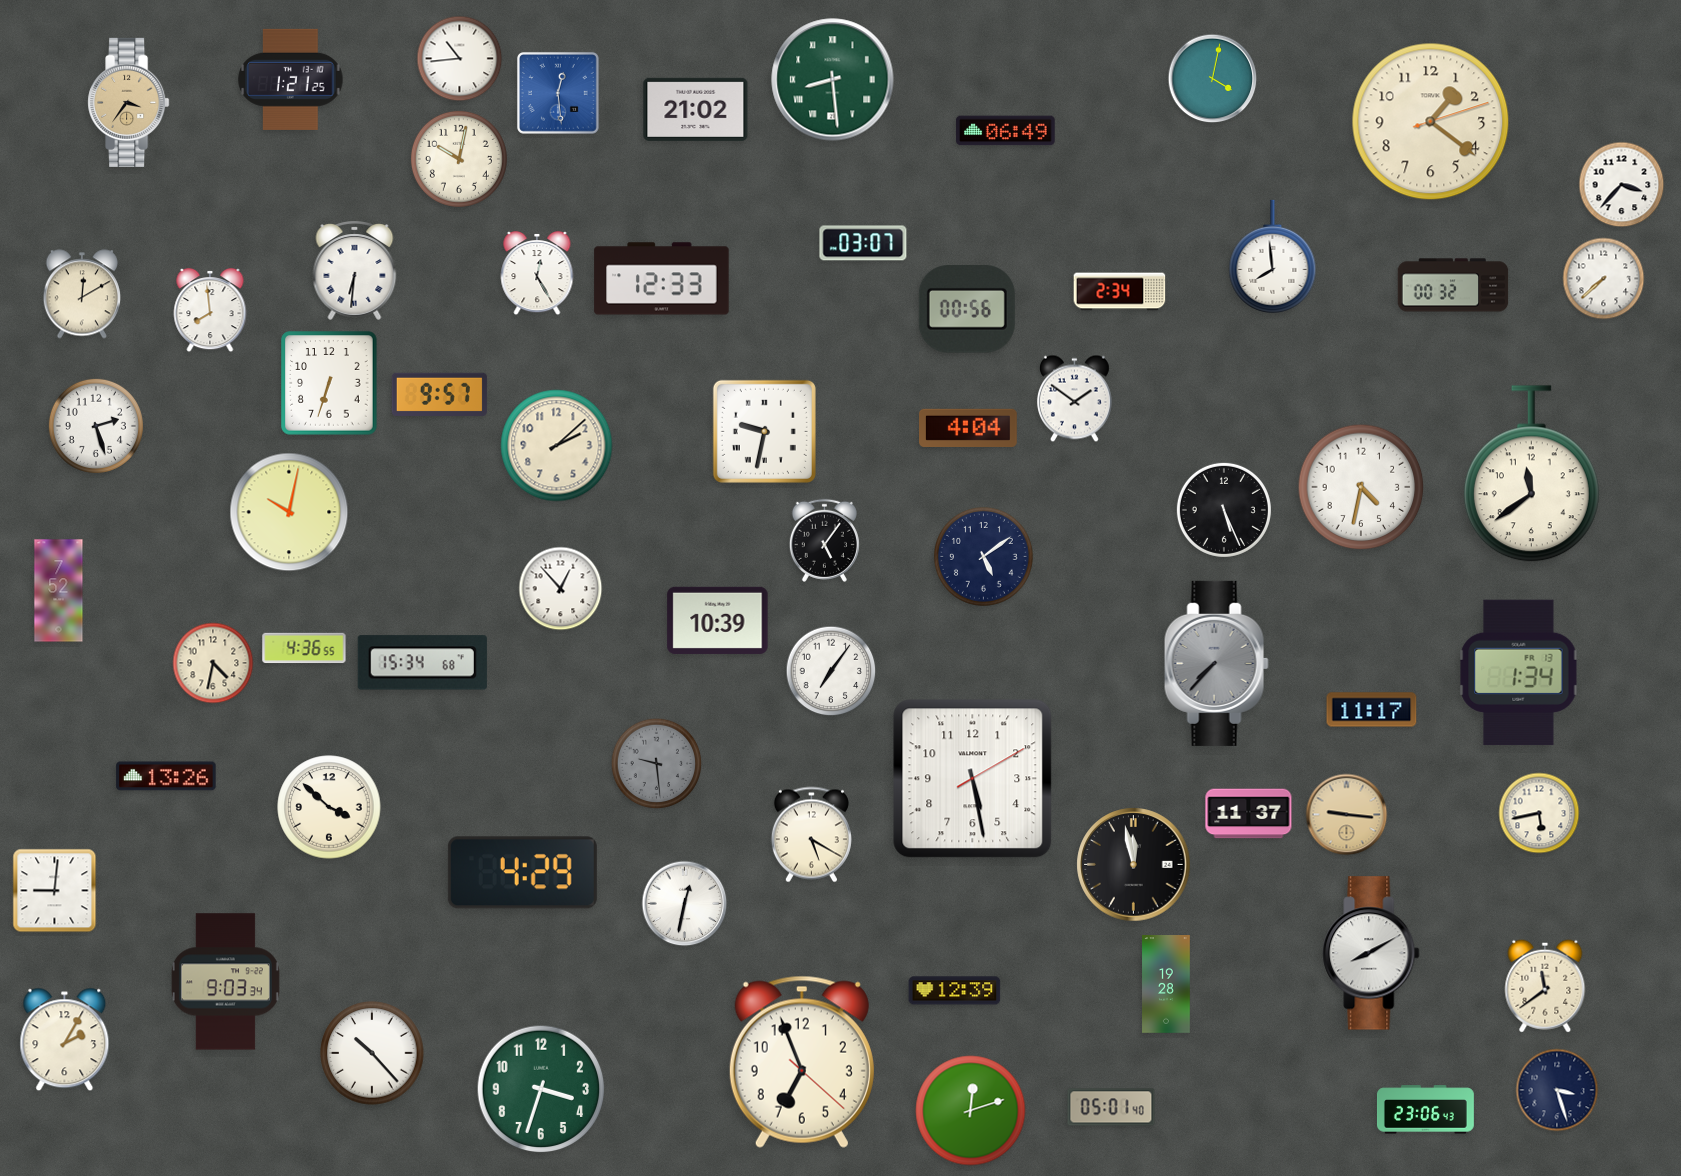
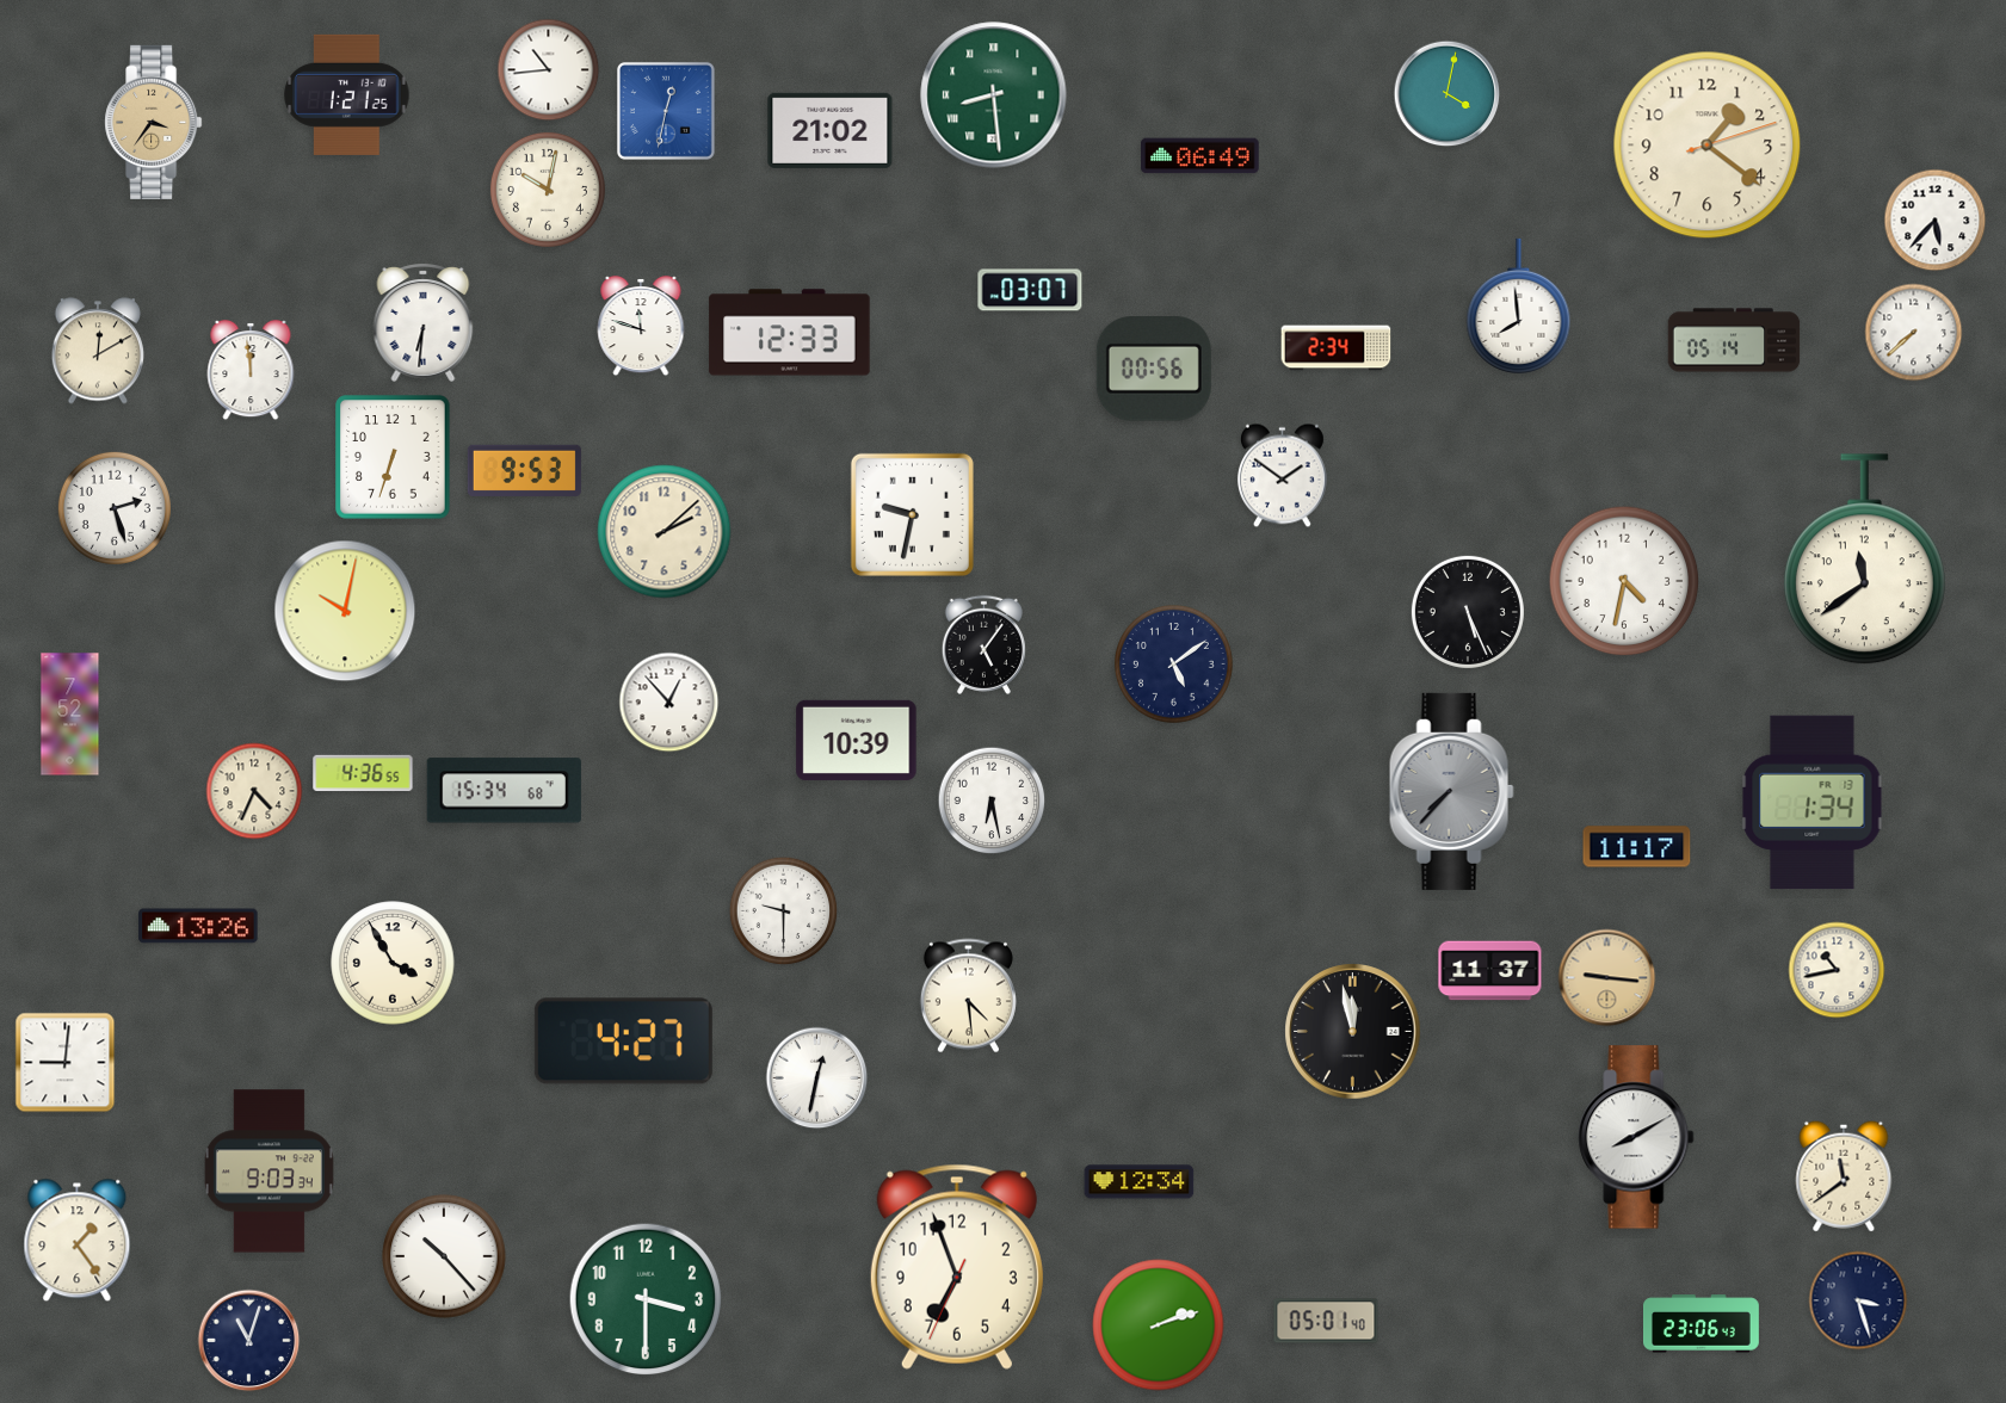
clock at (558, 93): 12:29 -> 12:32
clock at (1622, 185): 3:37 -> 5:37
clock at (537, 274): 12:25 -> 11:48
clock at (1453, 285): 00:32 -> 05:14
clock at (210, 311): 7:59 -> 11:59
clock at (439, 394): 9:57 -> 9:53
clock at (969, 427): 4:04 -> none
clock at (1531, 474) position: (1531, 474) -> (1864, 560)
clock at (1224, 510) position: (1224, 510) -> (1468, 612)
clock at (59, 591) position: (59, 591) -> (70, 715)
clock at (213, 663): 4:32 -> 4:34
clock at (831, 671): 7:06 -> 6:28
clock at (657, 764): 9:29 -> 9:30
clock at (657, 764) dial: grey -> white
clock at (973, 779): 5:28 -> none
clock at (329, 807): 3:52 -> 3:55
clock at (1539, 813): 5:43 -> 10:43
clock at (1347, 815) position: (1347, 815) -> (1607, 978)
clock at (811, 835): 5:20 -> 4:29
clock at (522, 873): 4:29 -> 4:27
clock at (1166, 984): 19:28 -> none
clock at (955, 991): 12:39 -> 12:34
clock at (65, 1040): 2:05 -> 1:24
clock at (802, 1062): 6:56:22 -> 6:56:34
clock at (541, 1089): 3:33 -> 3:30
clock at (971, 1111): 12:12 -> 2:12
clock at (249, 1341): none -> 11:03
